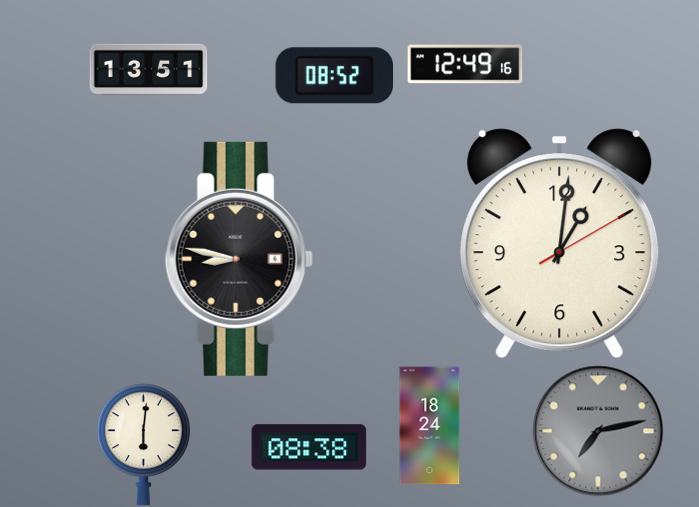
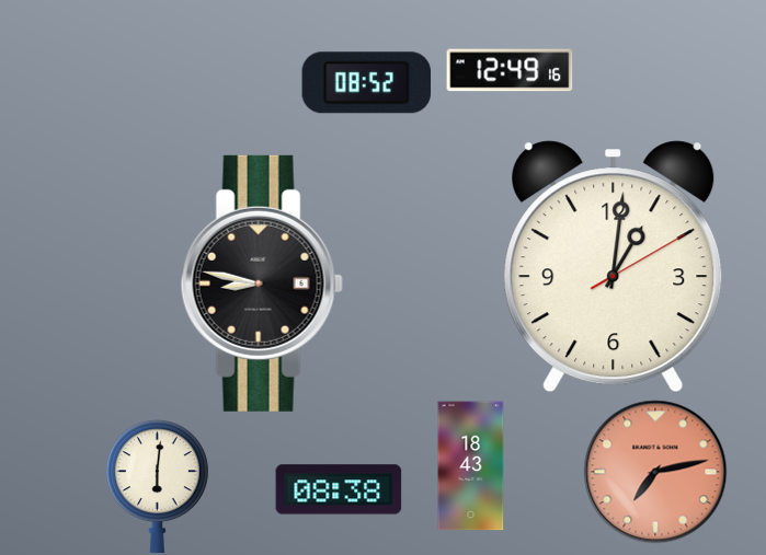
clock at (149, 70): 13:51 -> none
clock at (430, 426): 18:24 -> 18:43
clock at (598, 431) dial: grey -> salmon
